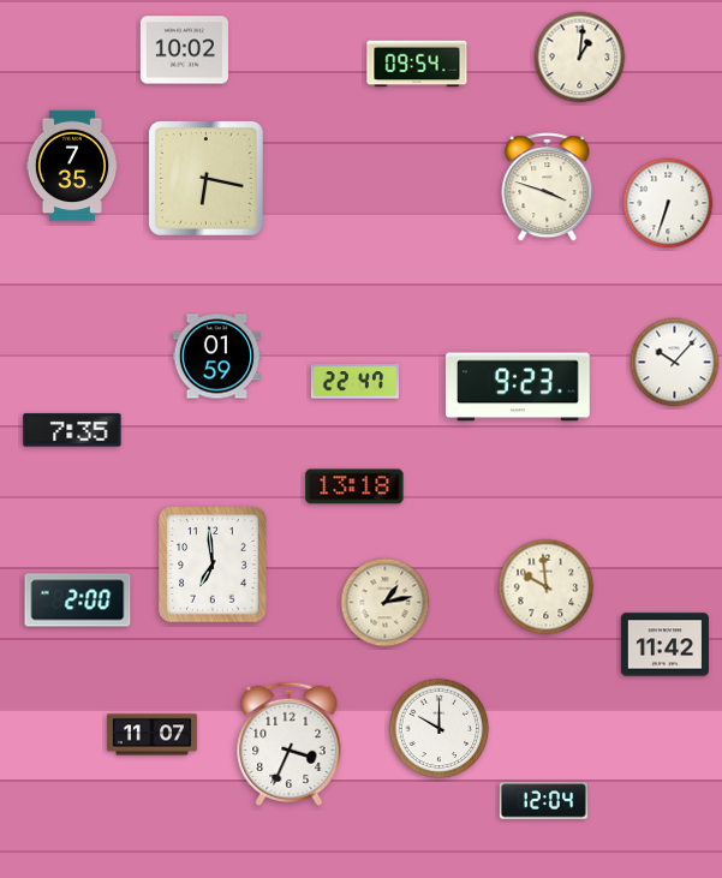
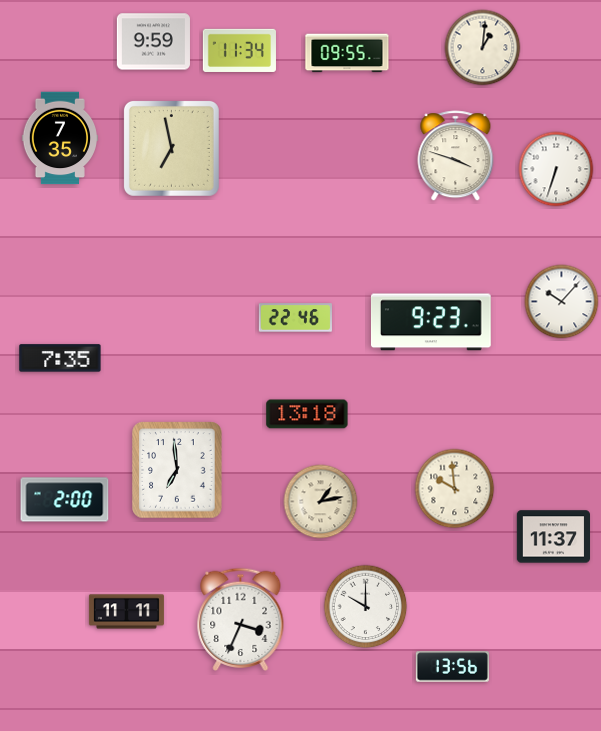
clock at (184, 50): 10:02 -> 9:59
clock at (239, 50): none -> 11:34
clock at (417, 64): 09:54 -> 09:55
clock at (205, 178): 6:17 -> 6:58
clock at (216, 357): 01:59 -> none
clock at (354, 382): 22:47 -> 22:46
clock at (354, 486) position: (354, 486) -> (307, 414)
clock at (664, 645): 11:42 -> 11:37
clock at (151, 735): 11:07 -> 11:11
clock at (543, 801): 12:04 -> 13:56
